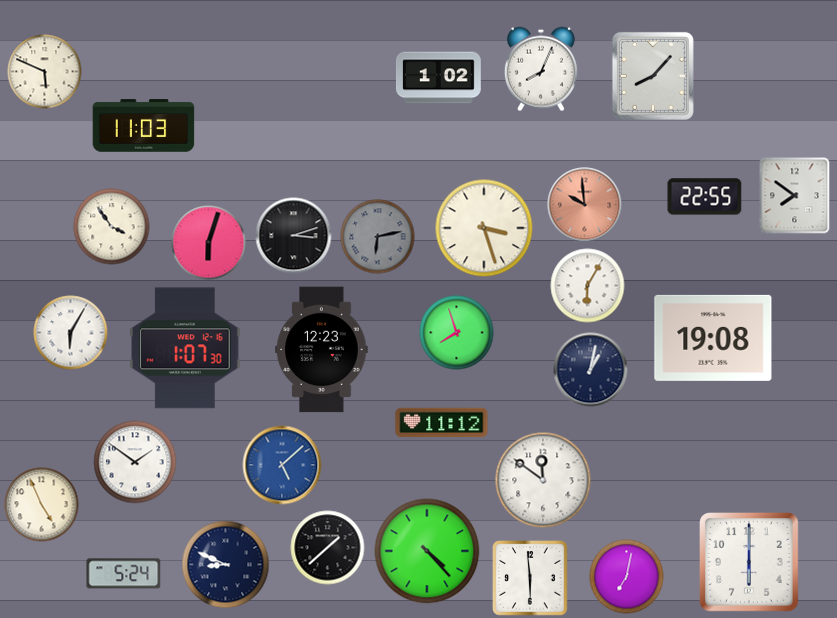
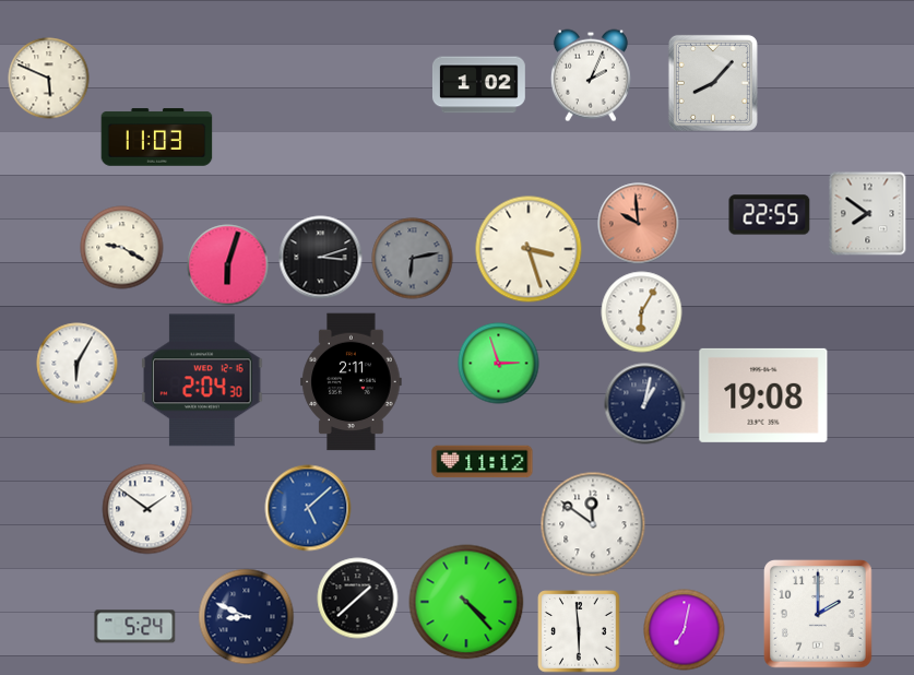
clock at (541, 69): 8:04 -> 2:04
clock at (112, 227): 3:54 -> 9:20
clock at (457, 333): 7:57 -> 2:57
clock at (713, 338) position: (713, 338) -> (763, 395)
clock at (185, 348): 1:07 -> 2:04
clock at (322, 350): 12:23 -> 2:11
clock at (135, 462) position: (135, 462) -> (147, 509)
clock at (42, 505): 4:56 -> none
clock at (750, 563): 6:00 -> 2:00
